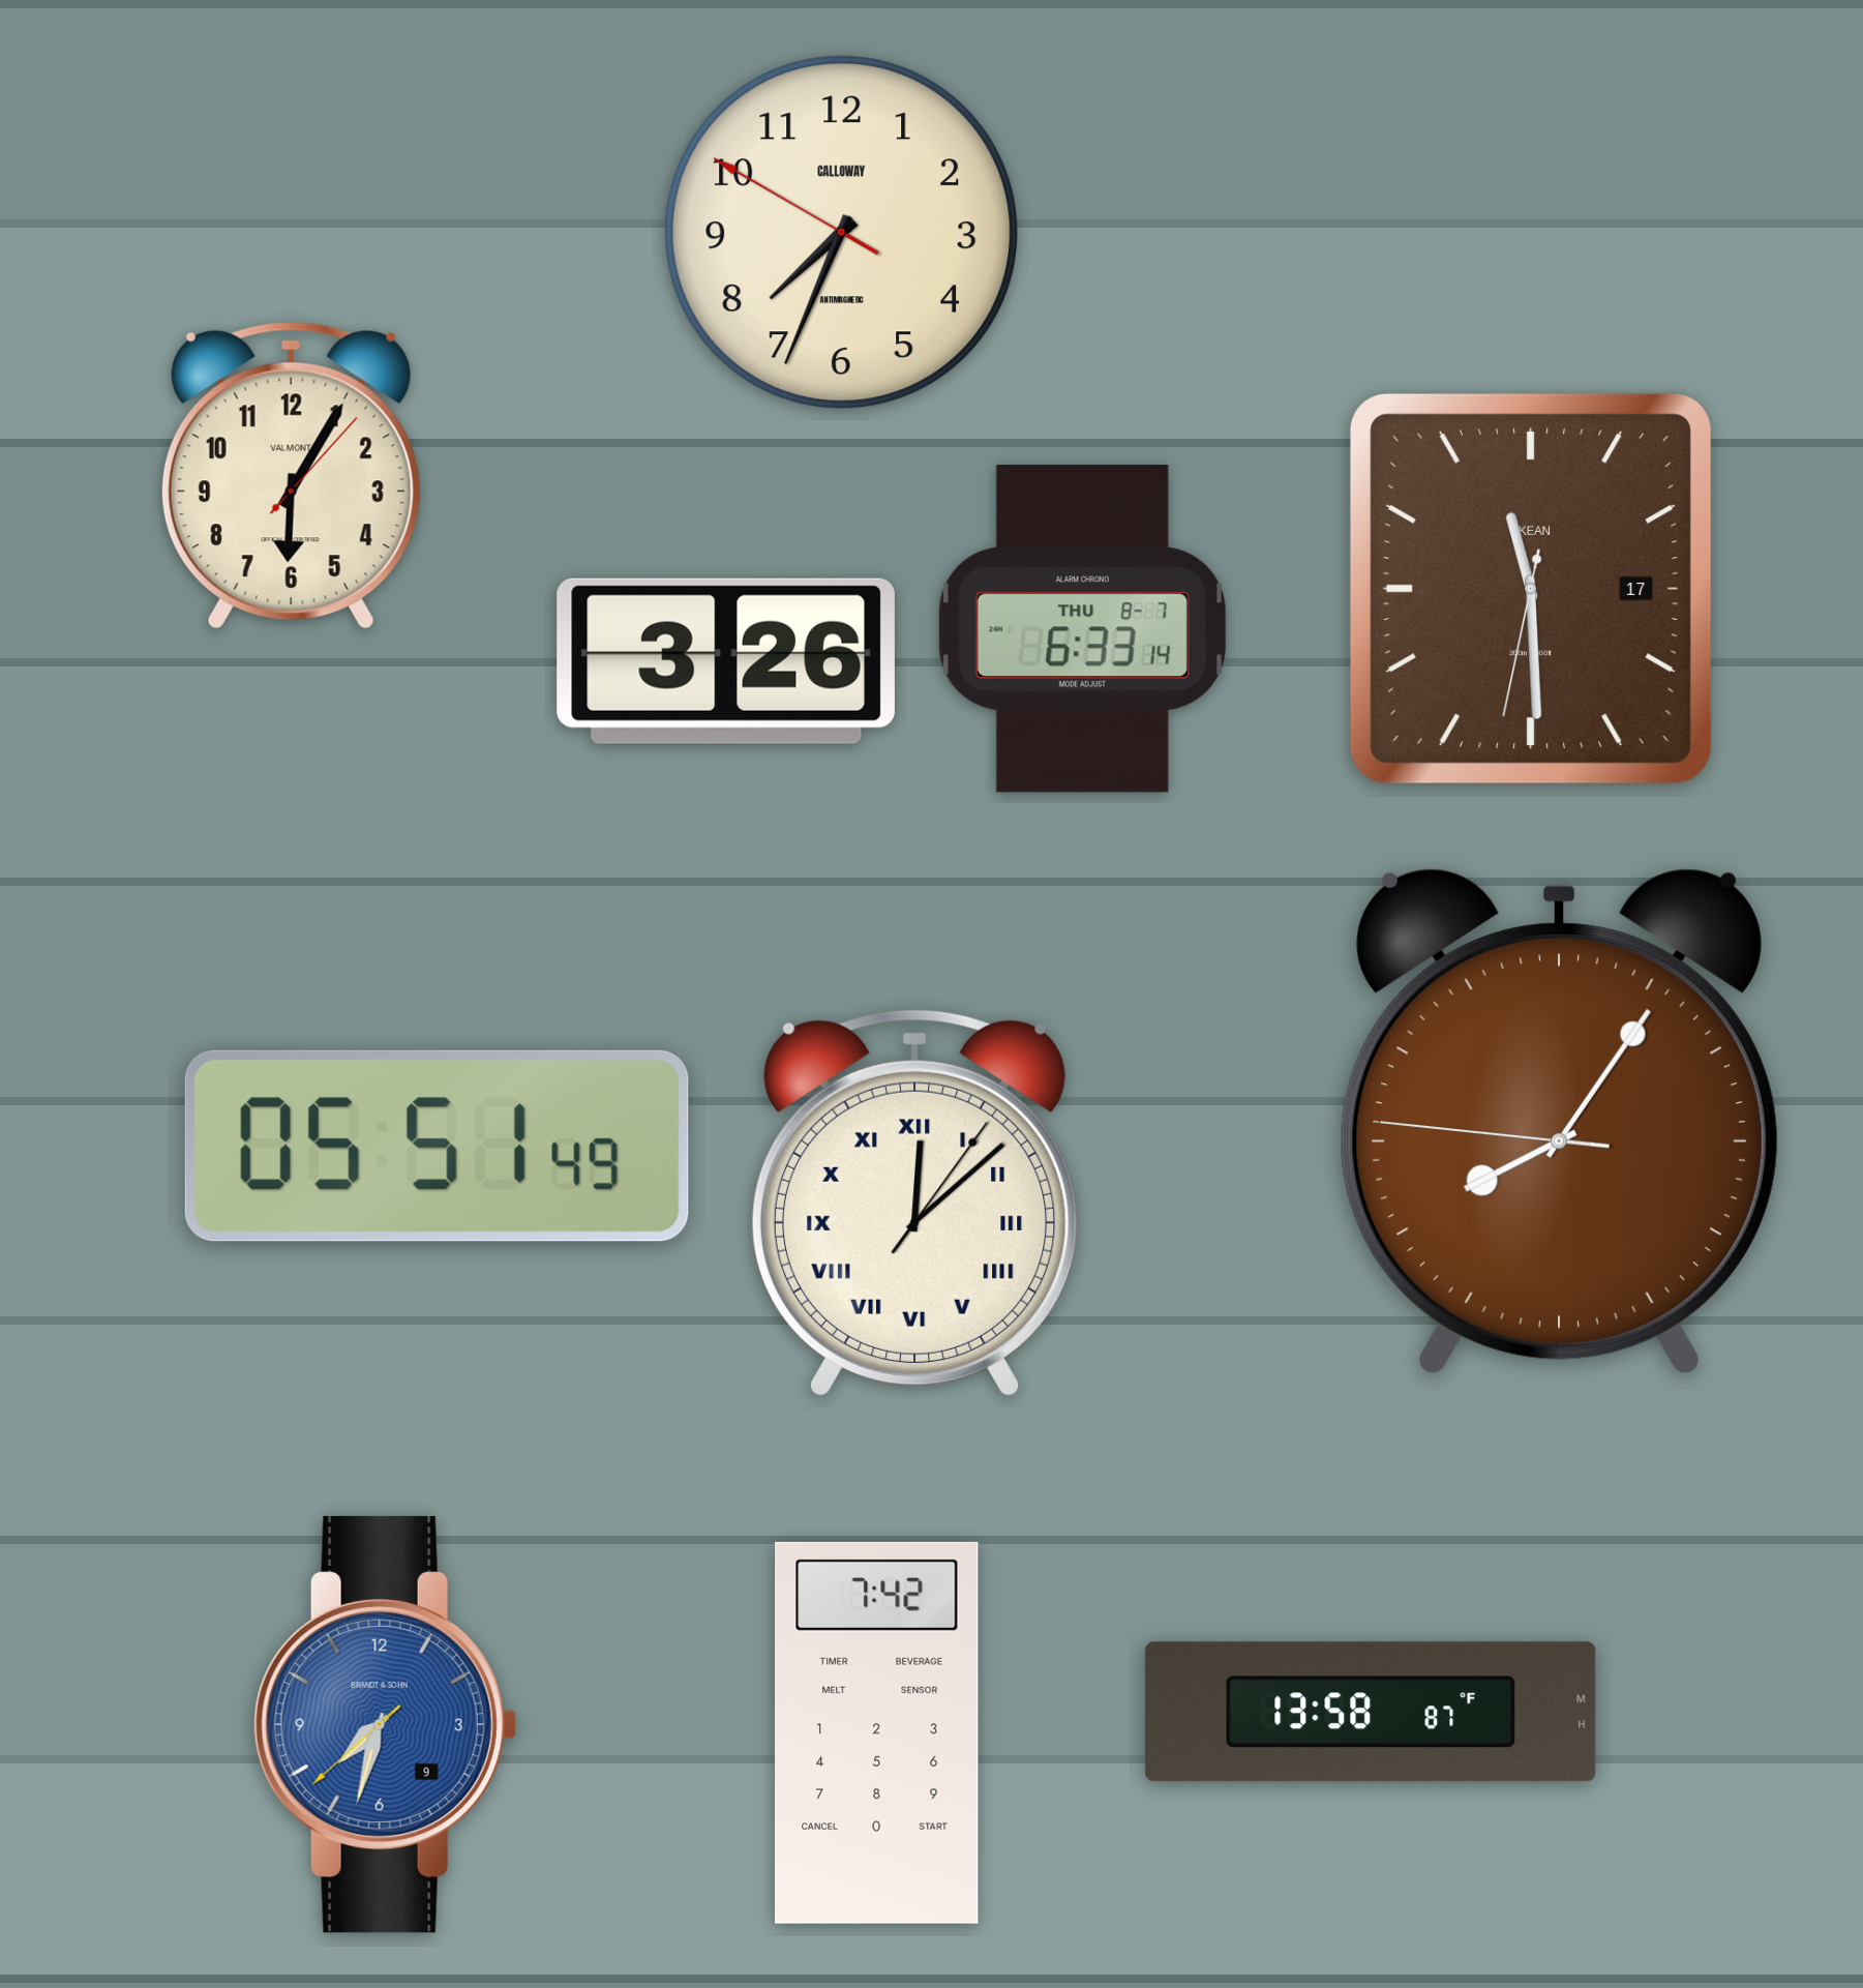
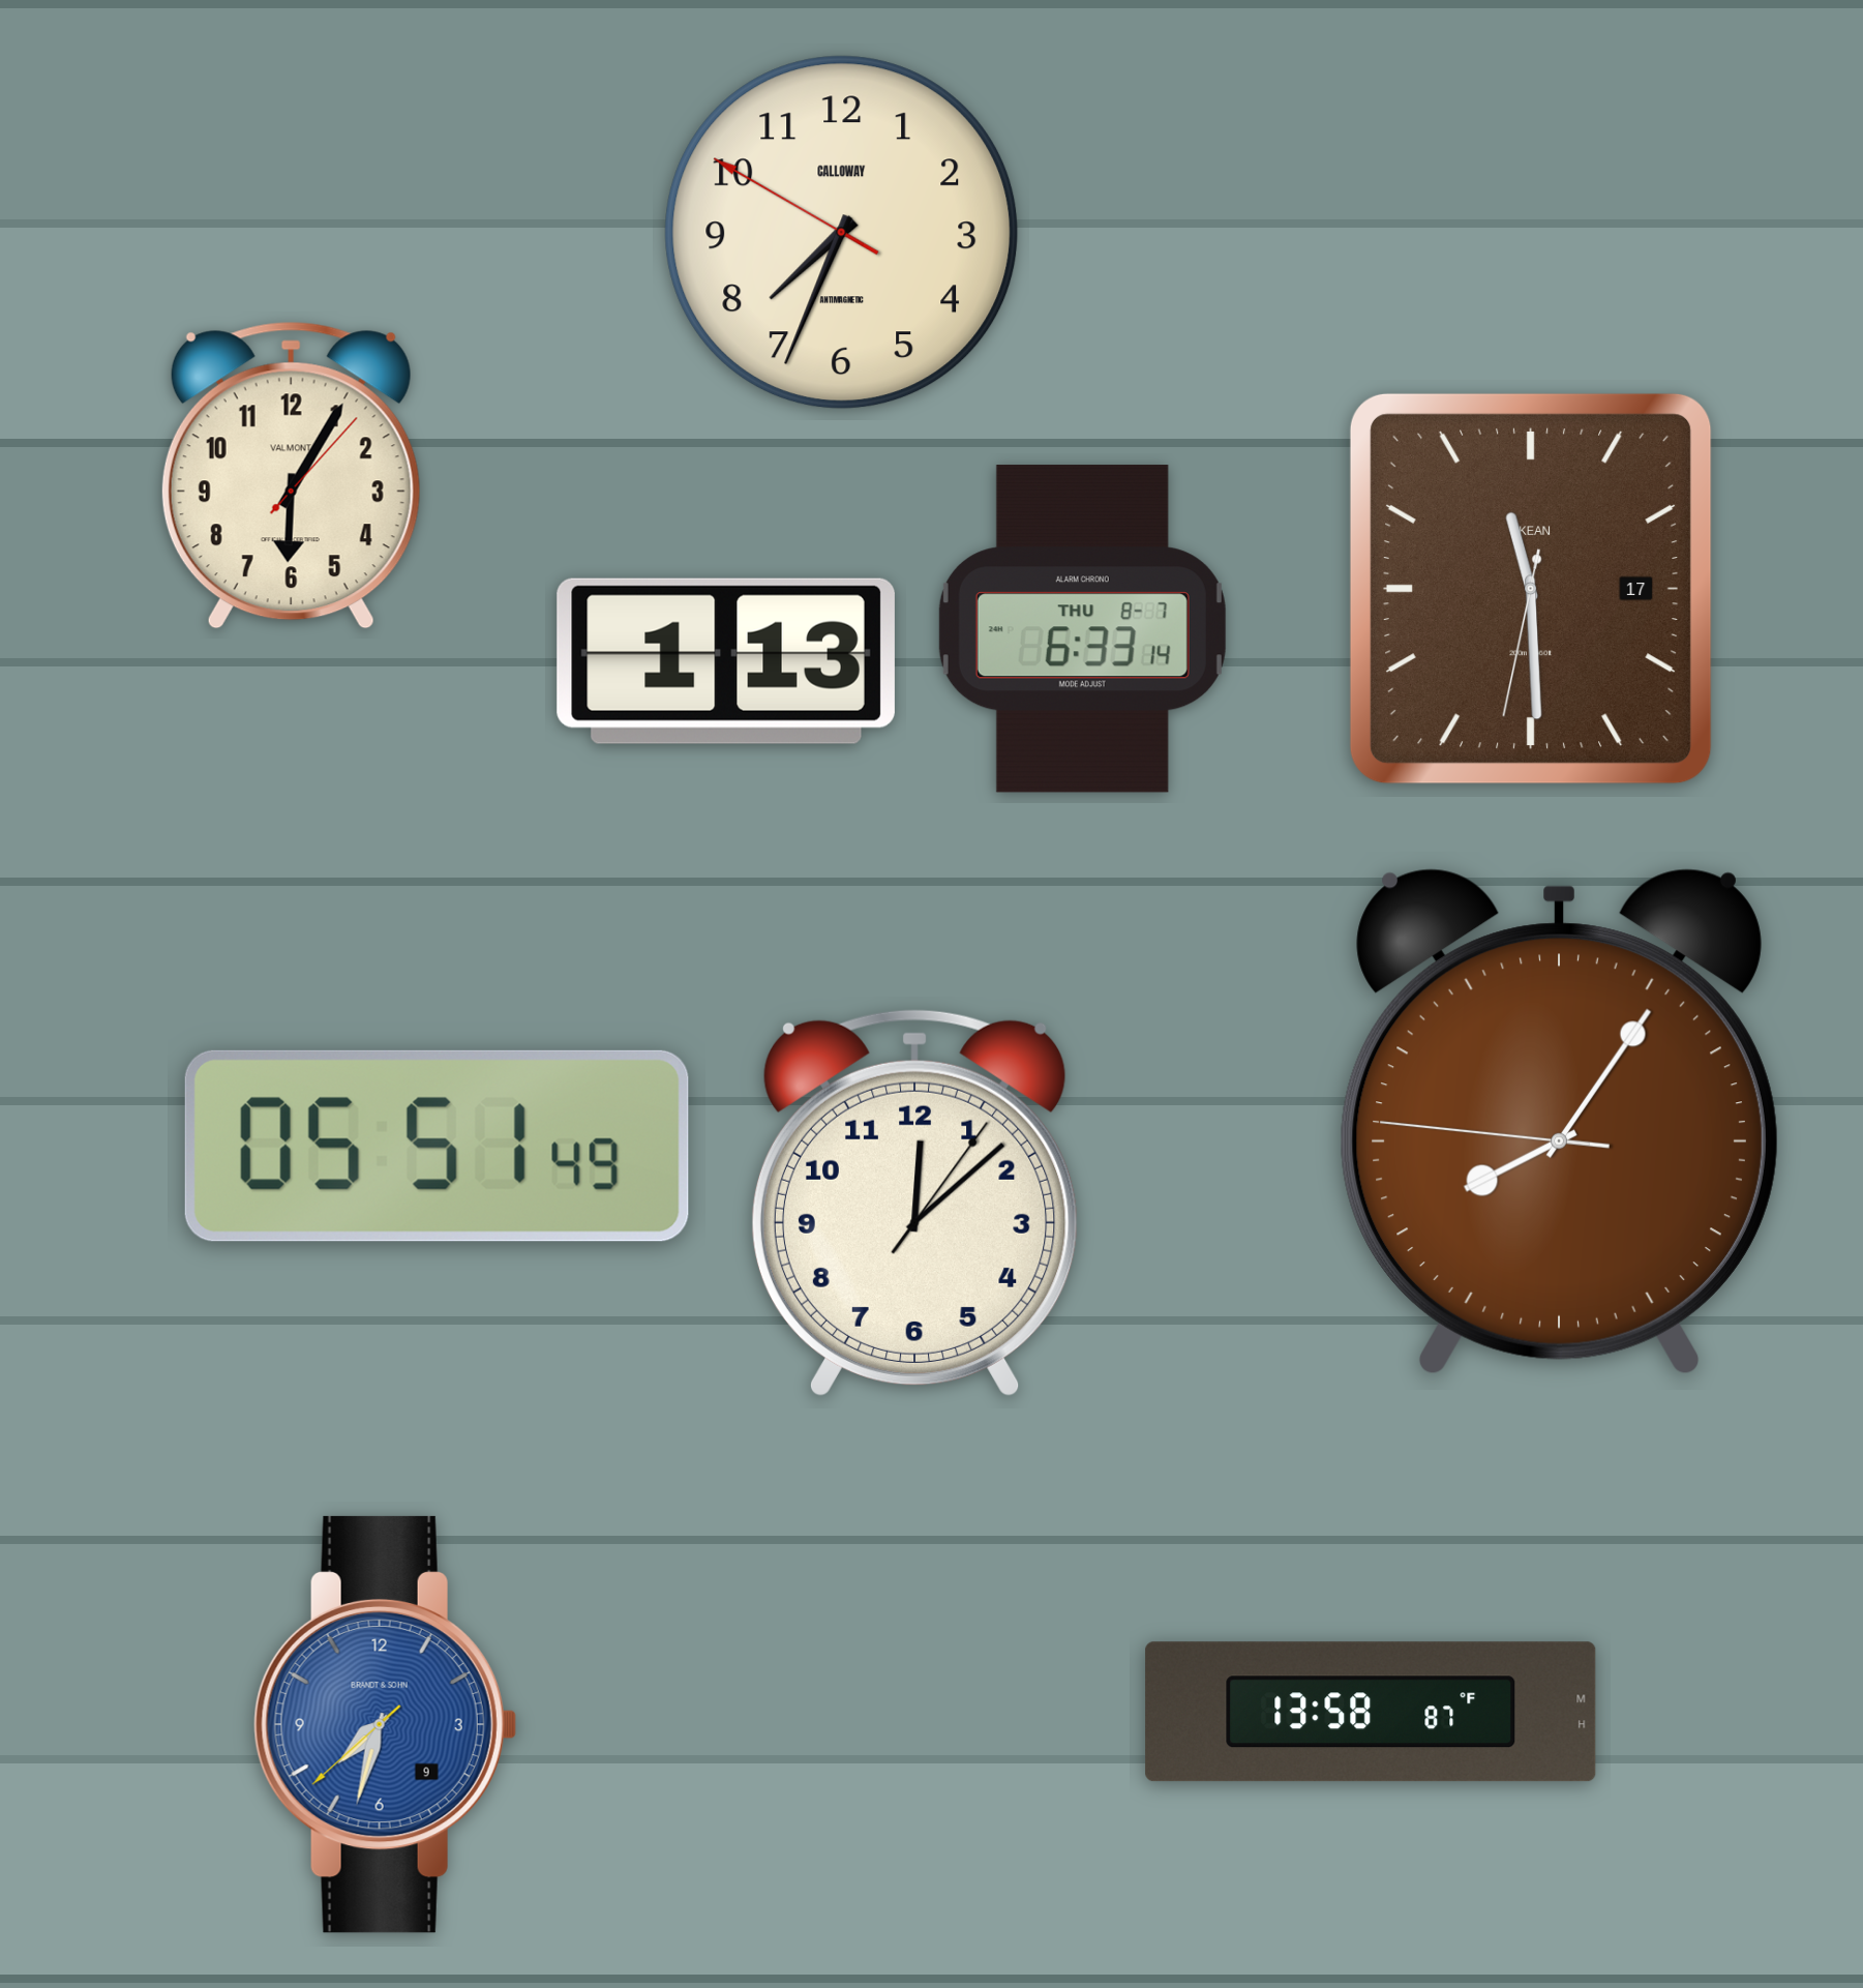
clock at (726, 661): 3:26 -> 1:13
clock at (914, 1203) numerals: Roman -> Arabic
clock at (877, 1732): 7:42 -> none
